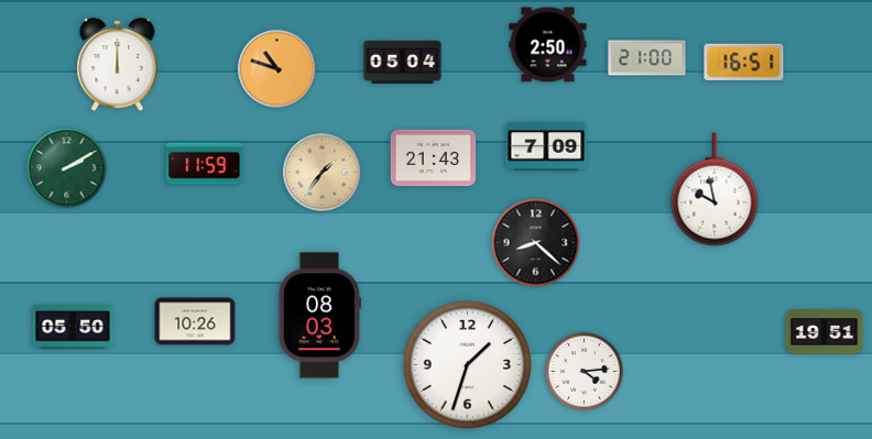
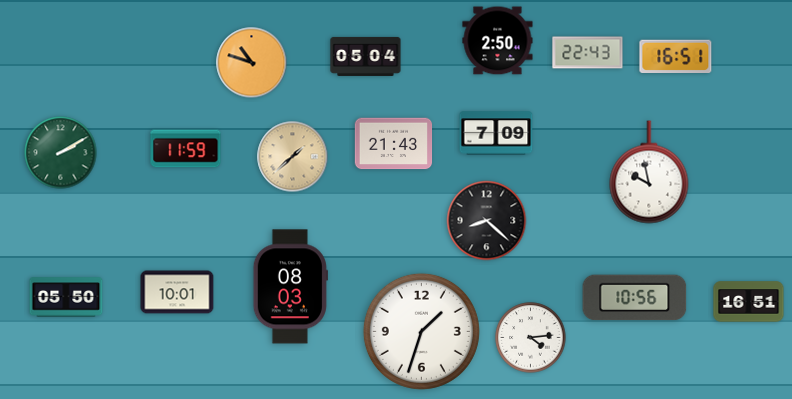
clock at (647, 58): 21:00 -> 22:43
clock at (118, 65): 12:00 -> none
clock at (323, 173): 1:36 -> 1:38
clock at (195, 321): 10:26 -> 10:01
clock at (635, 298): none -> 10:56
clock at (825, 332): 19:51 -> 16:51
clock at (467, 364) position: (467, 364) -> (421, 331)
